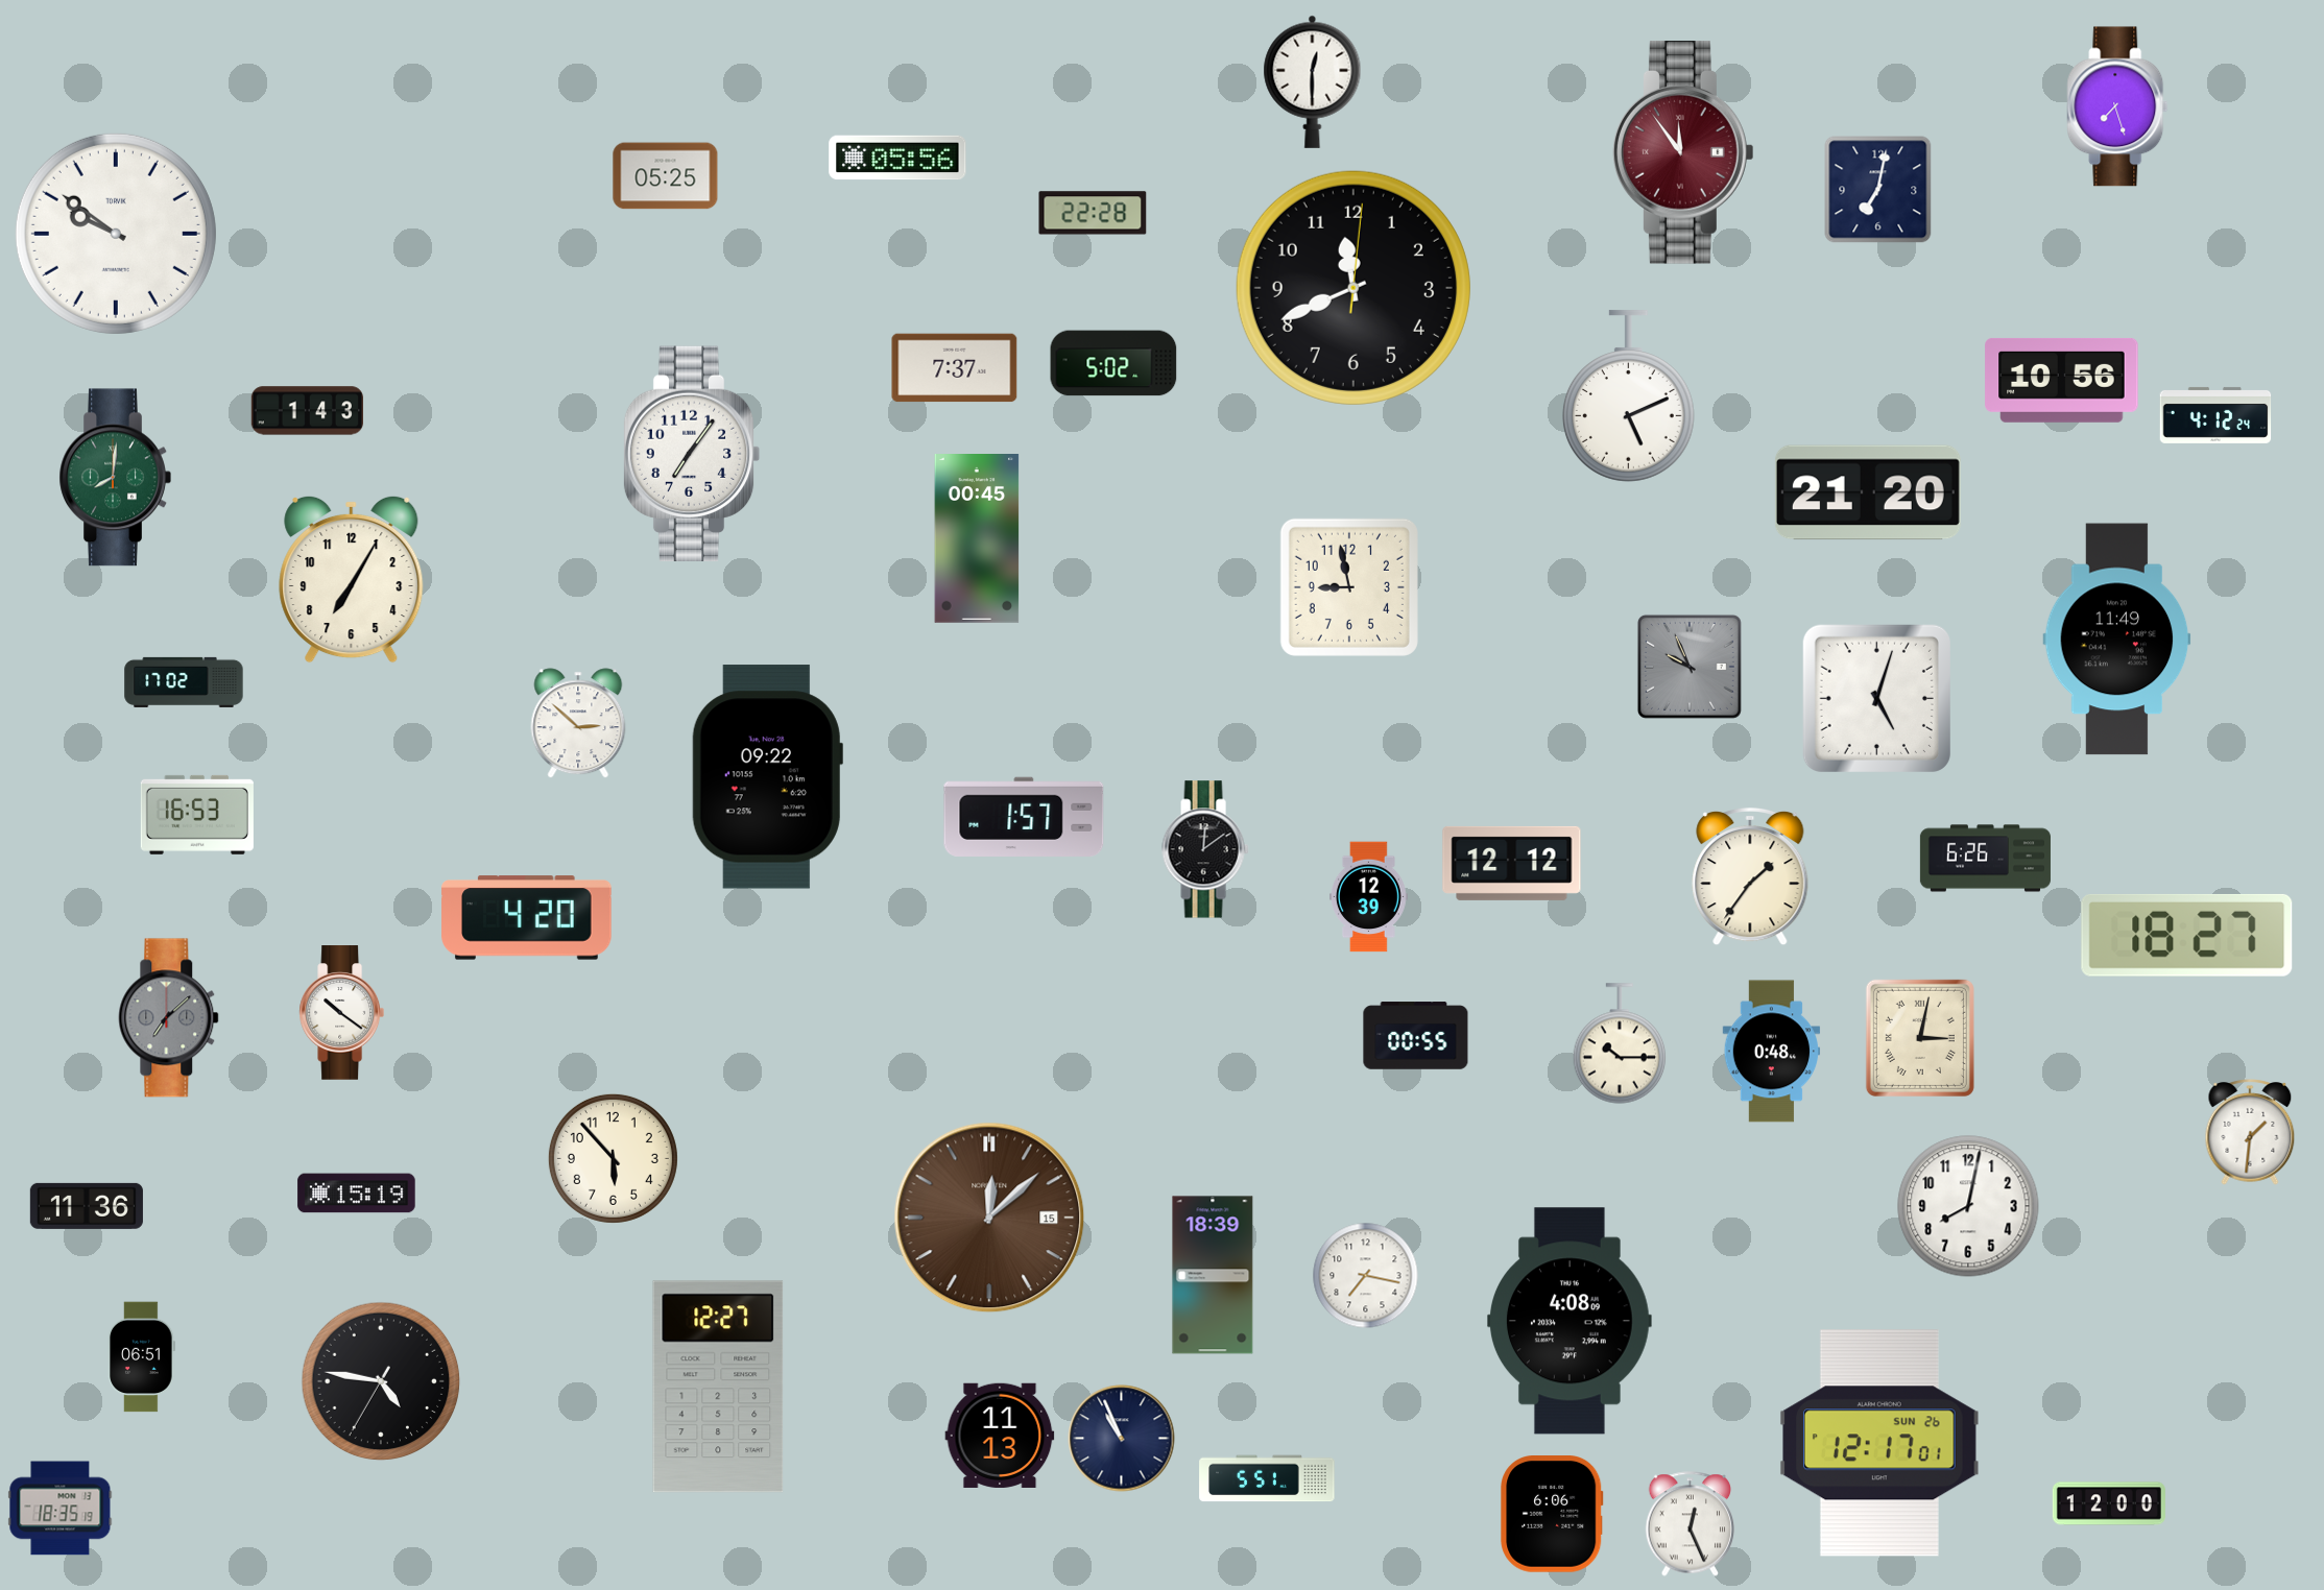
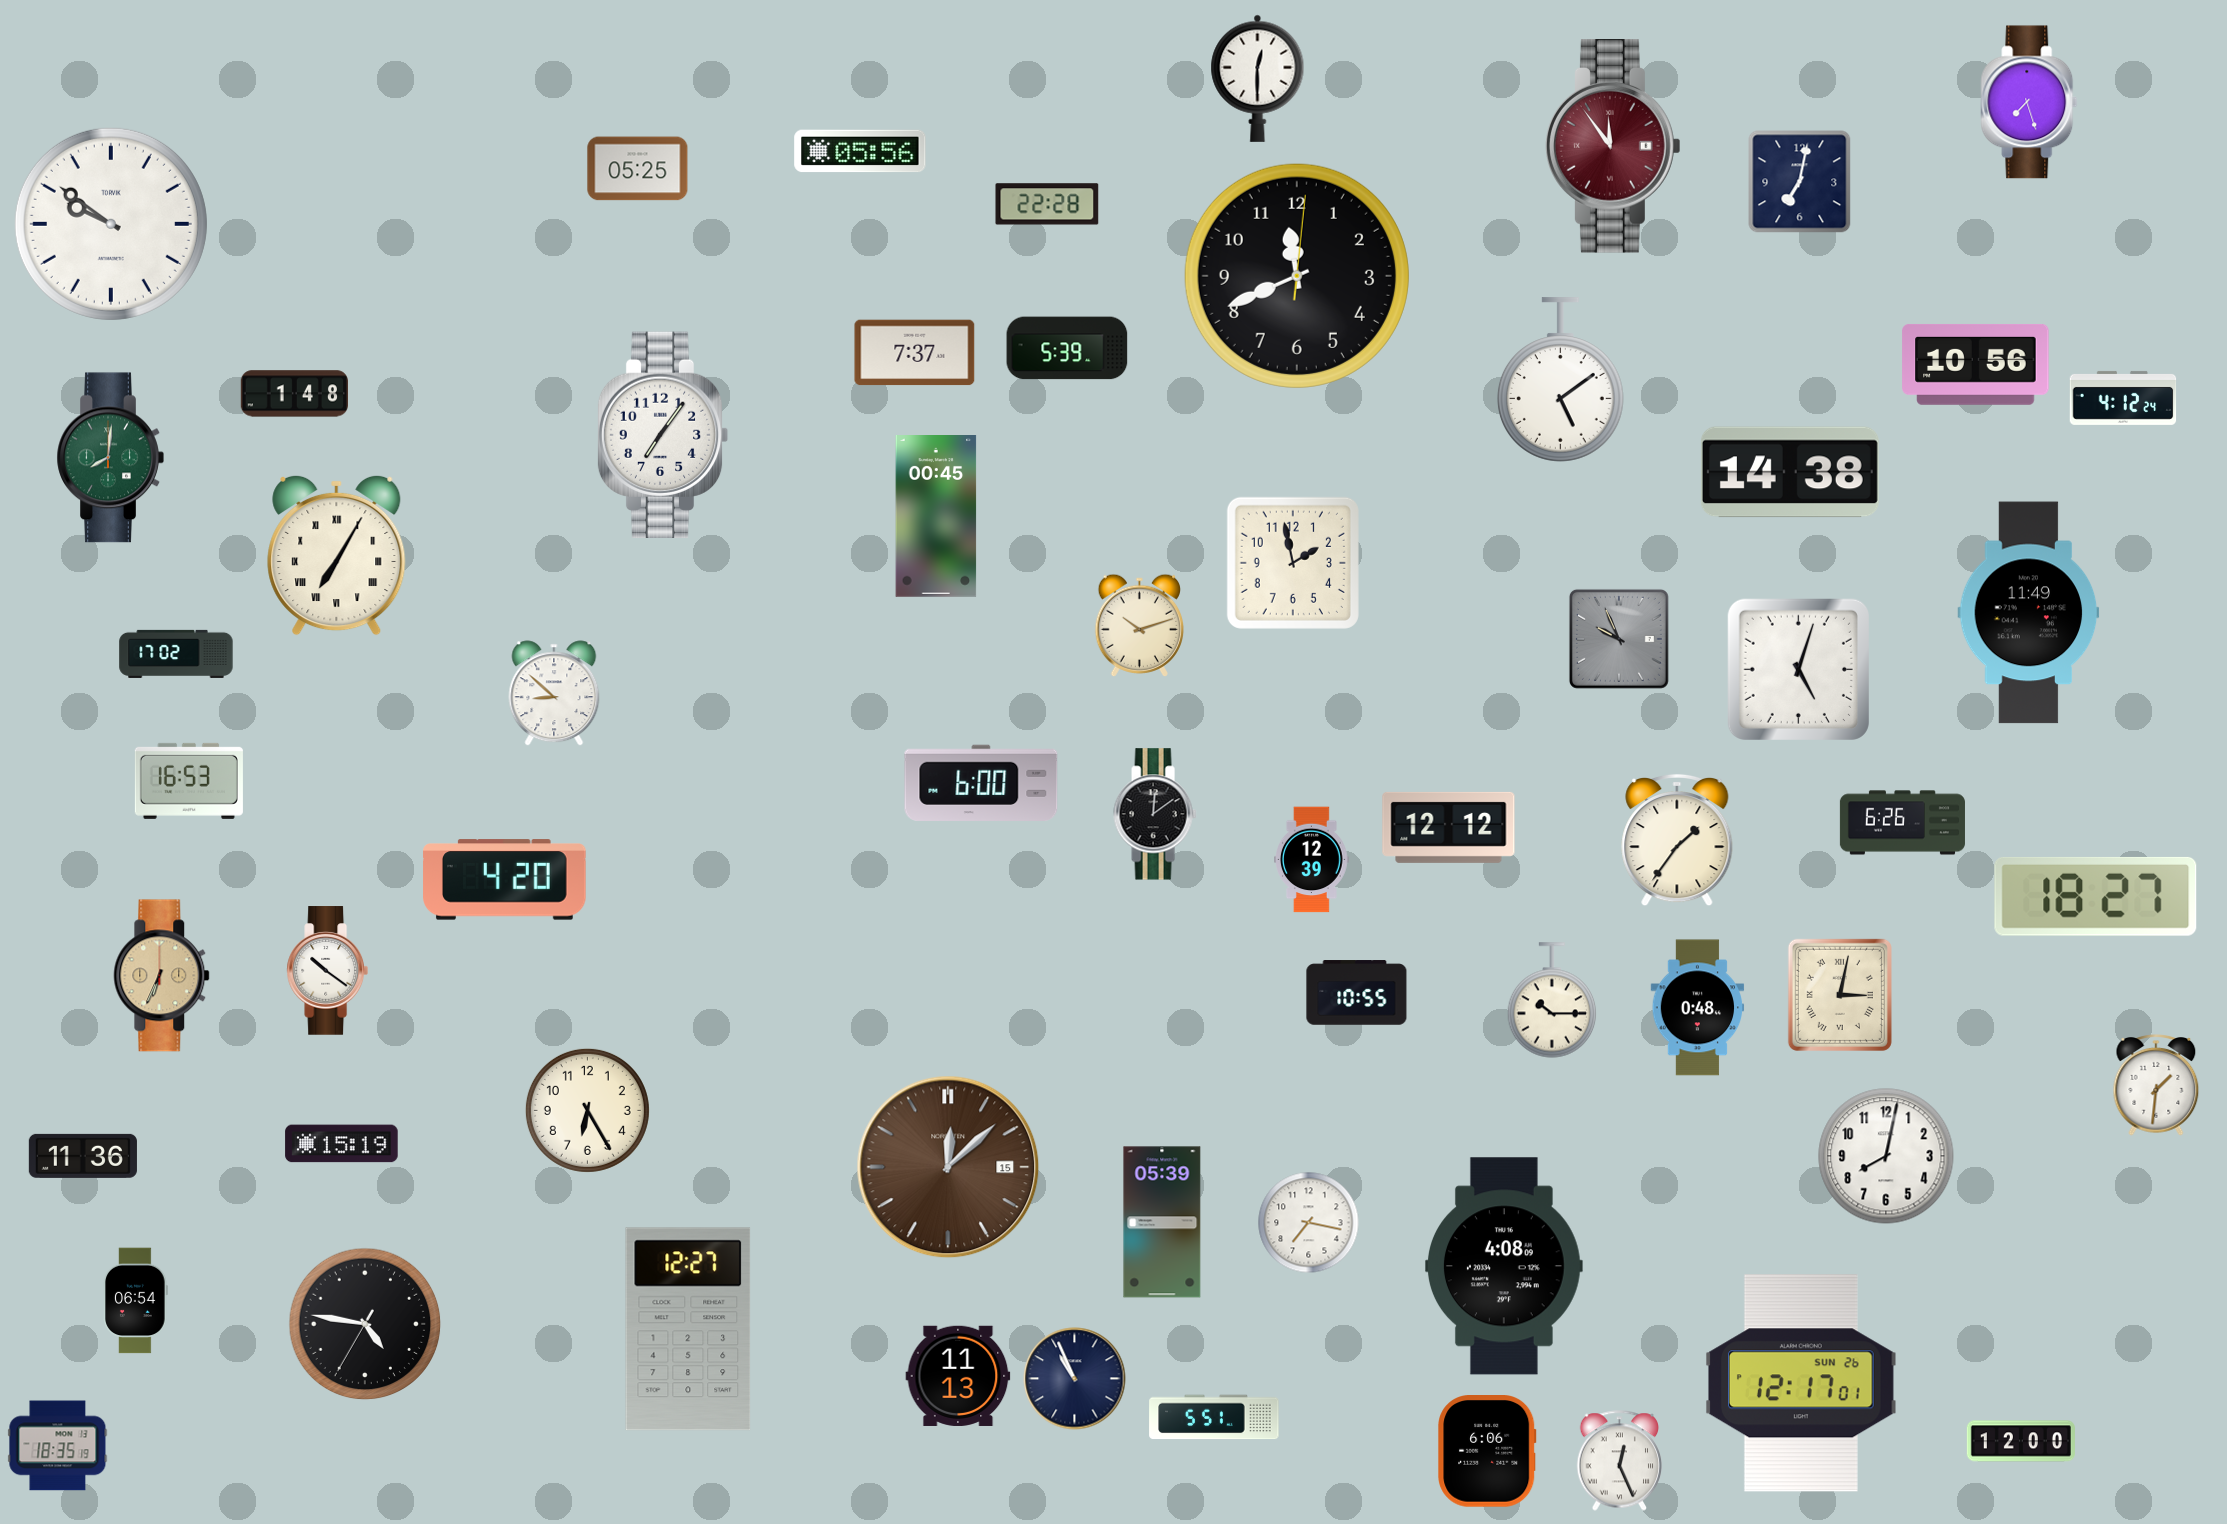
clock at (1113, 363): 5:02 -> 5:39
clock at (1628, 396): 5:11 -> 5:09
clock at (307, 411): 1:43 -> 1:48
clock at (1868, 492): 21:20 -> 14:38
clock at (352, 579) numerals: Arabic -> Roman
clock at (1349, 587): 8:58 -> 1:58
clock at (1139, 625): none -> 10:12
clock at (578, 723): 2:52 -> 8:52
clock at (767, 777): 09:22 -> none
clock at (1024, 817): 1:57 -> 6:00
clock at (169, 1018): 7:08 -> 6:34
clock at (169, 1018) dial: grey -> champagne
clock at (1416, 1036): 00:55 -> 10:55
clock at (613, 1158): 5:53 -> 6:25
clock at (1213, 1275): 18:39 -> 05:39
clock at (142, 1357): 06:51 -> 06:54
